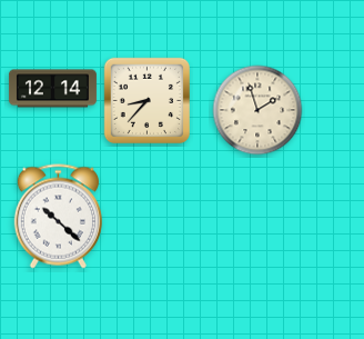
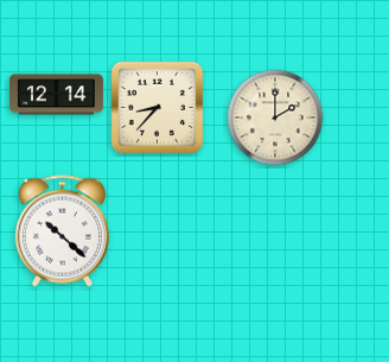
clock at (257, 110): 1:57 -> 2:00
